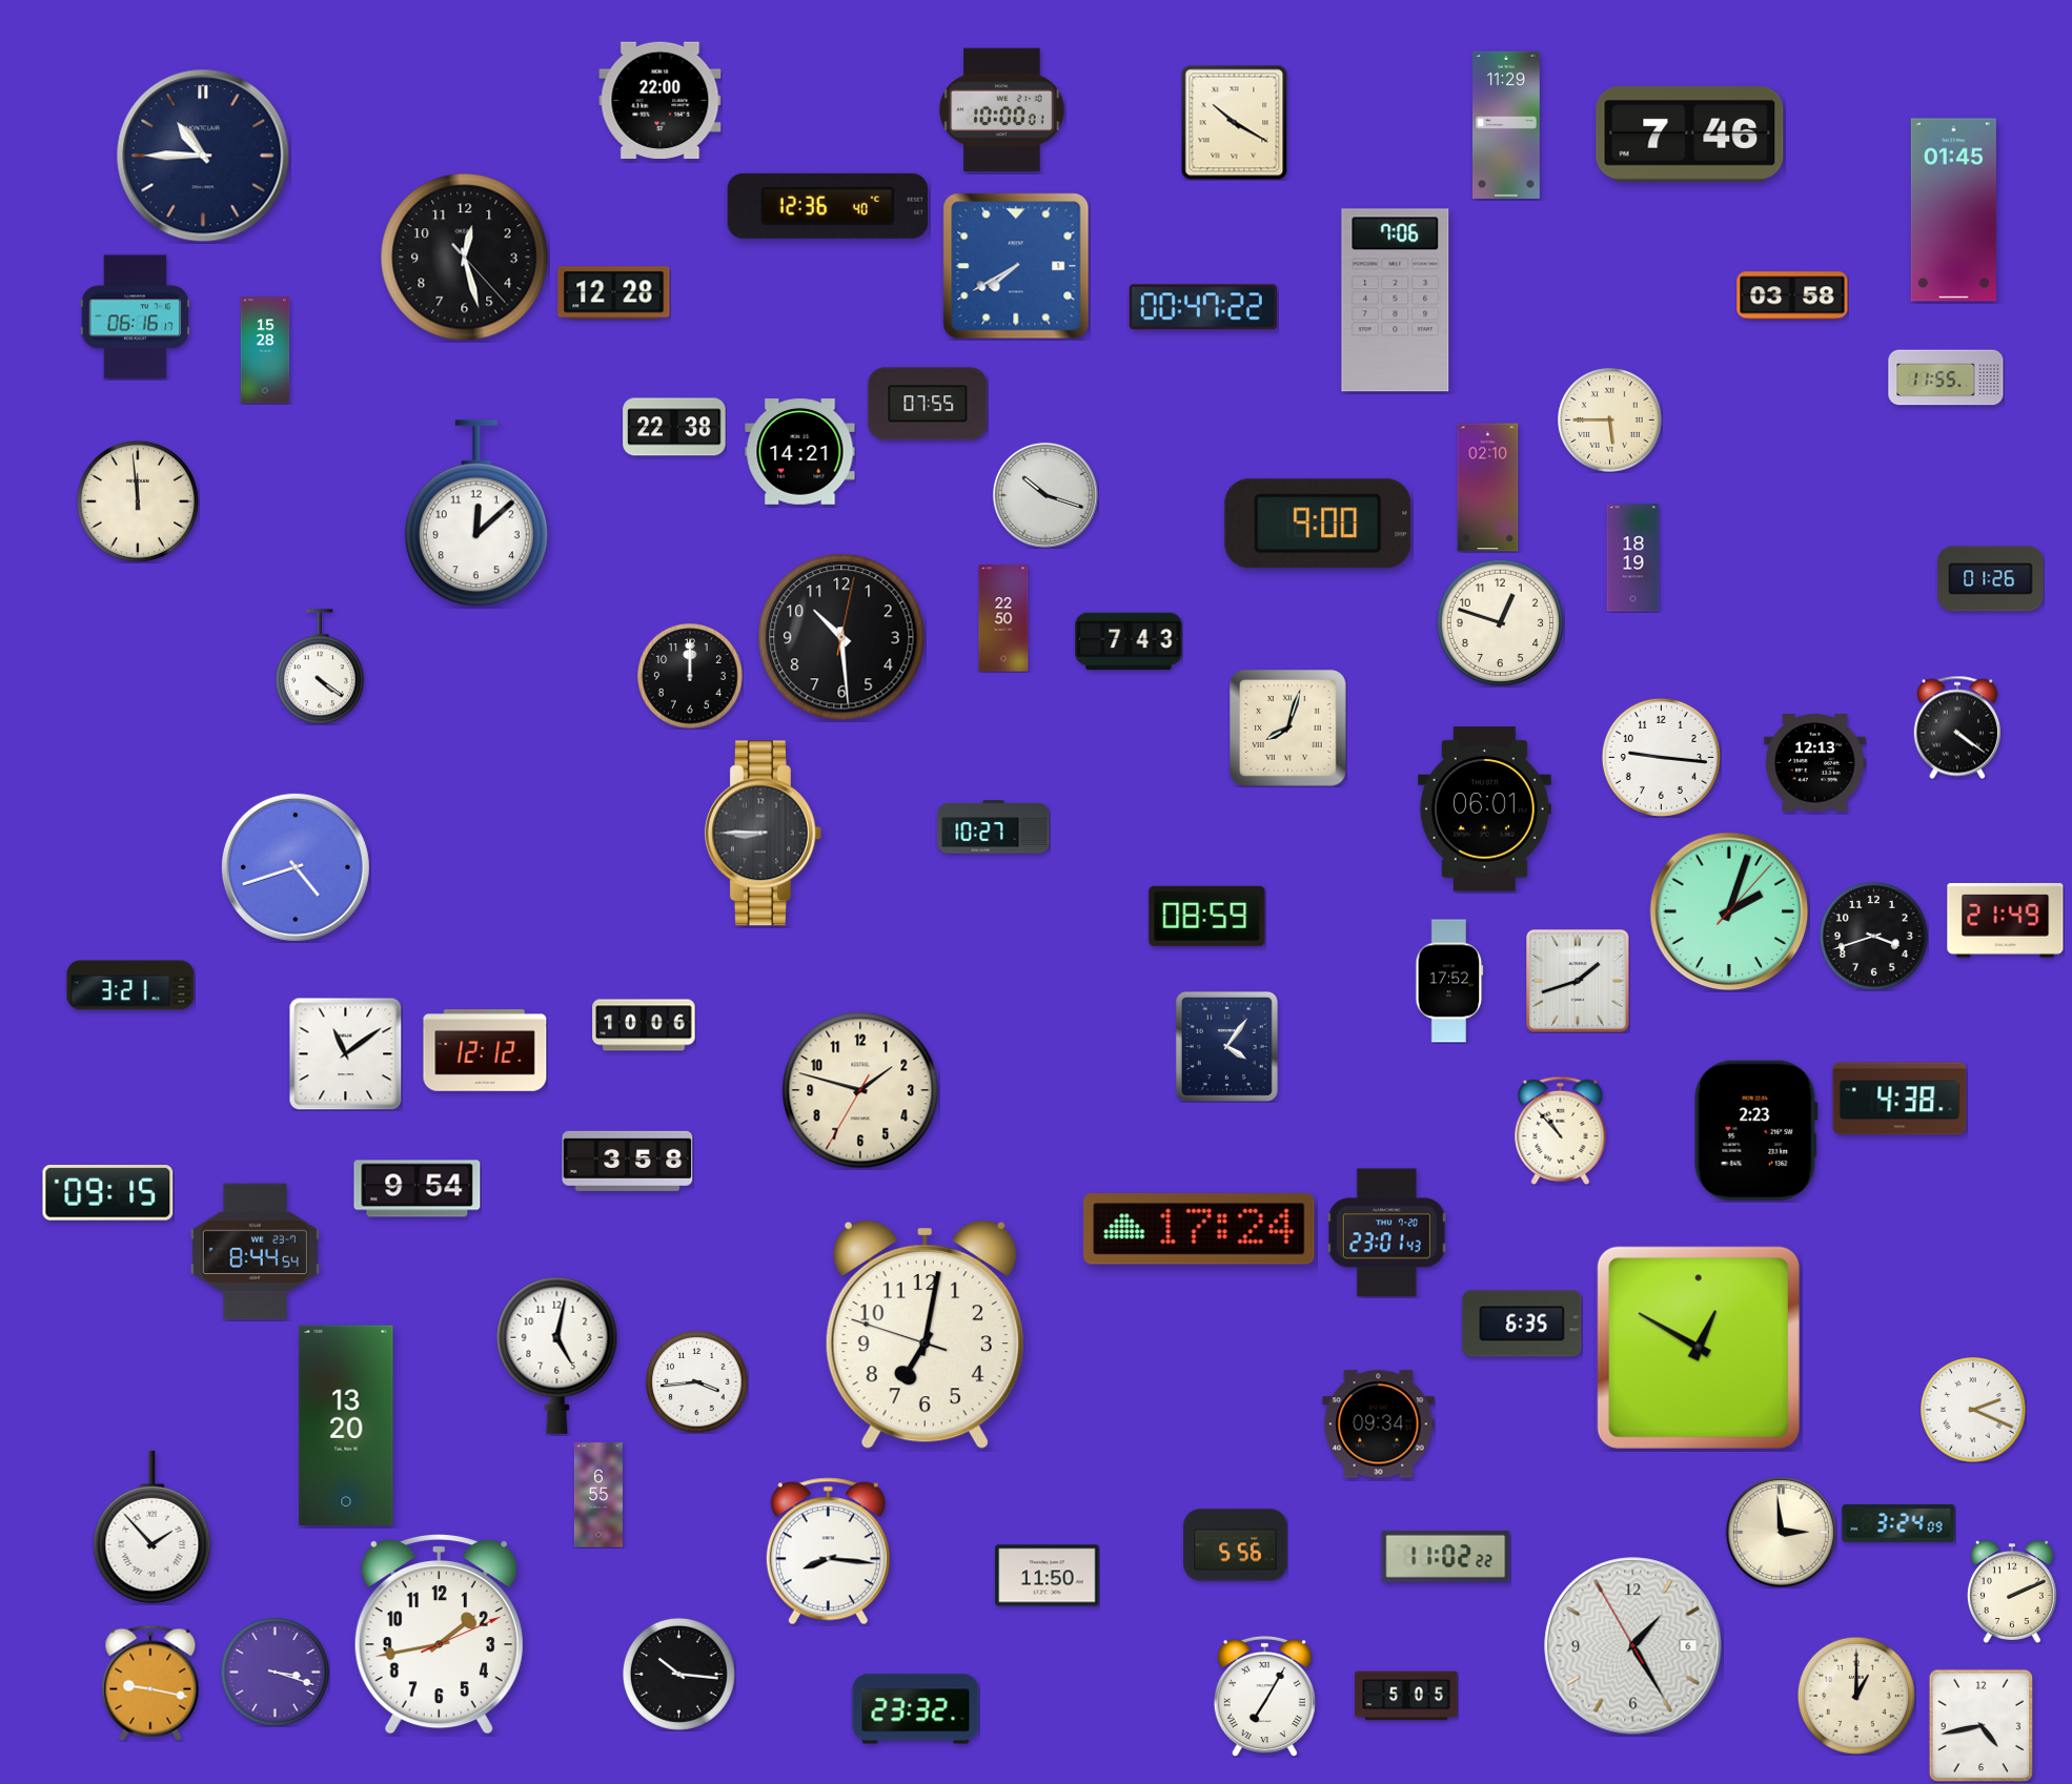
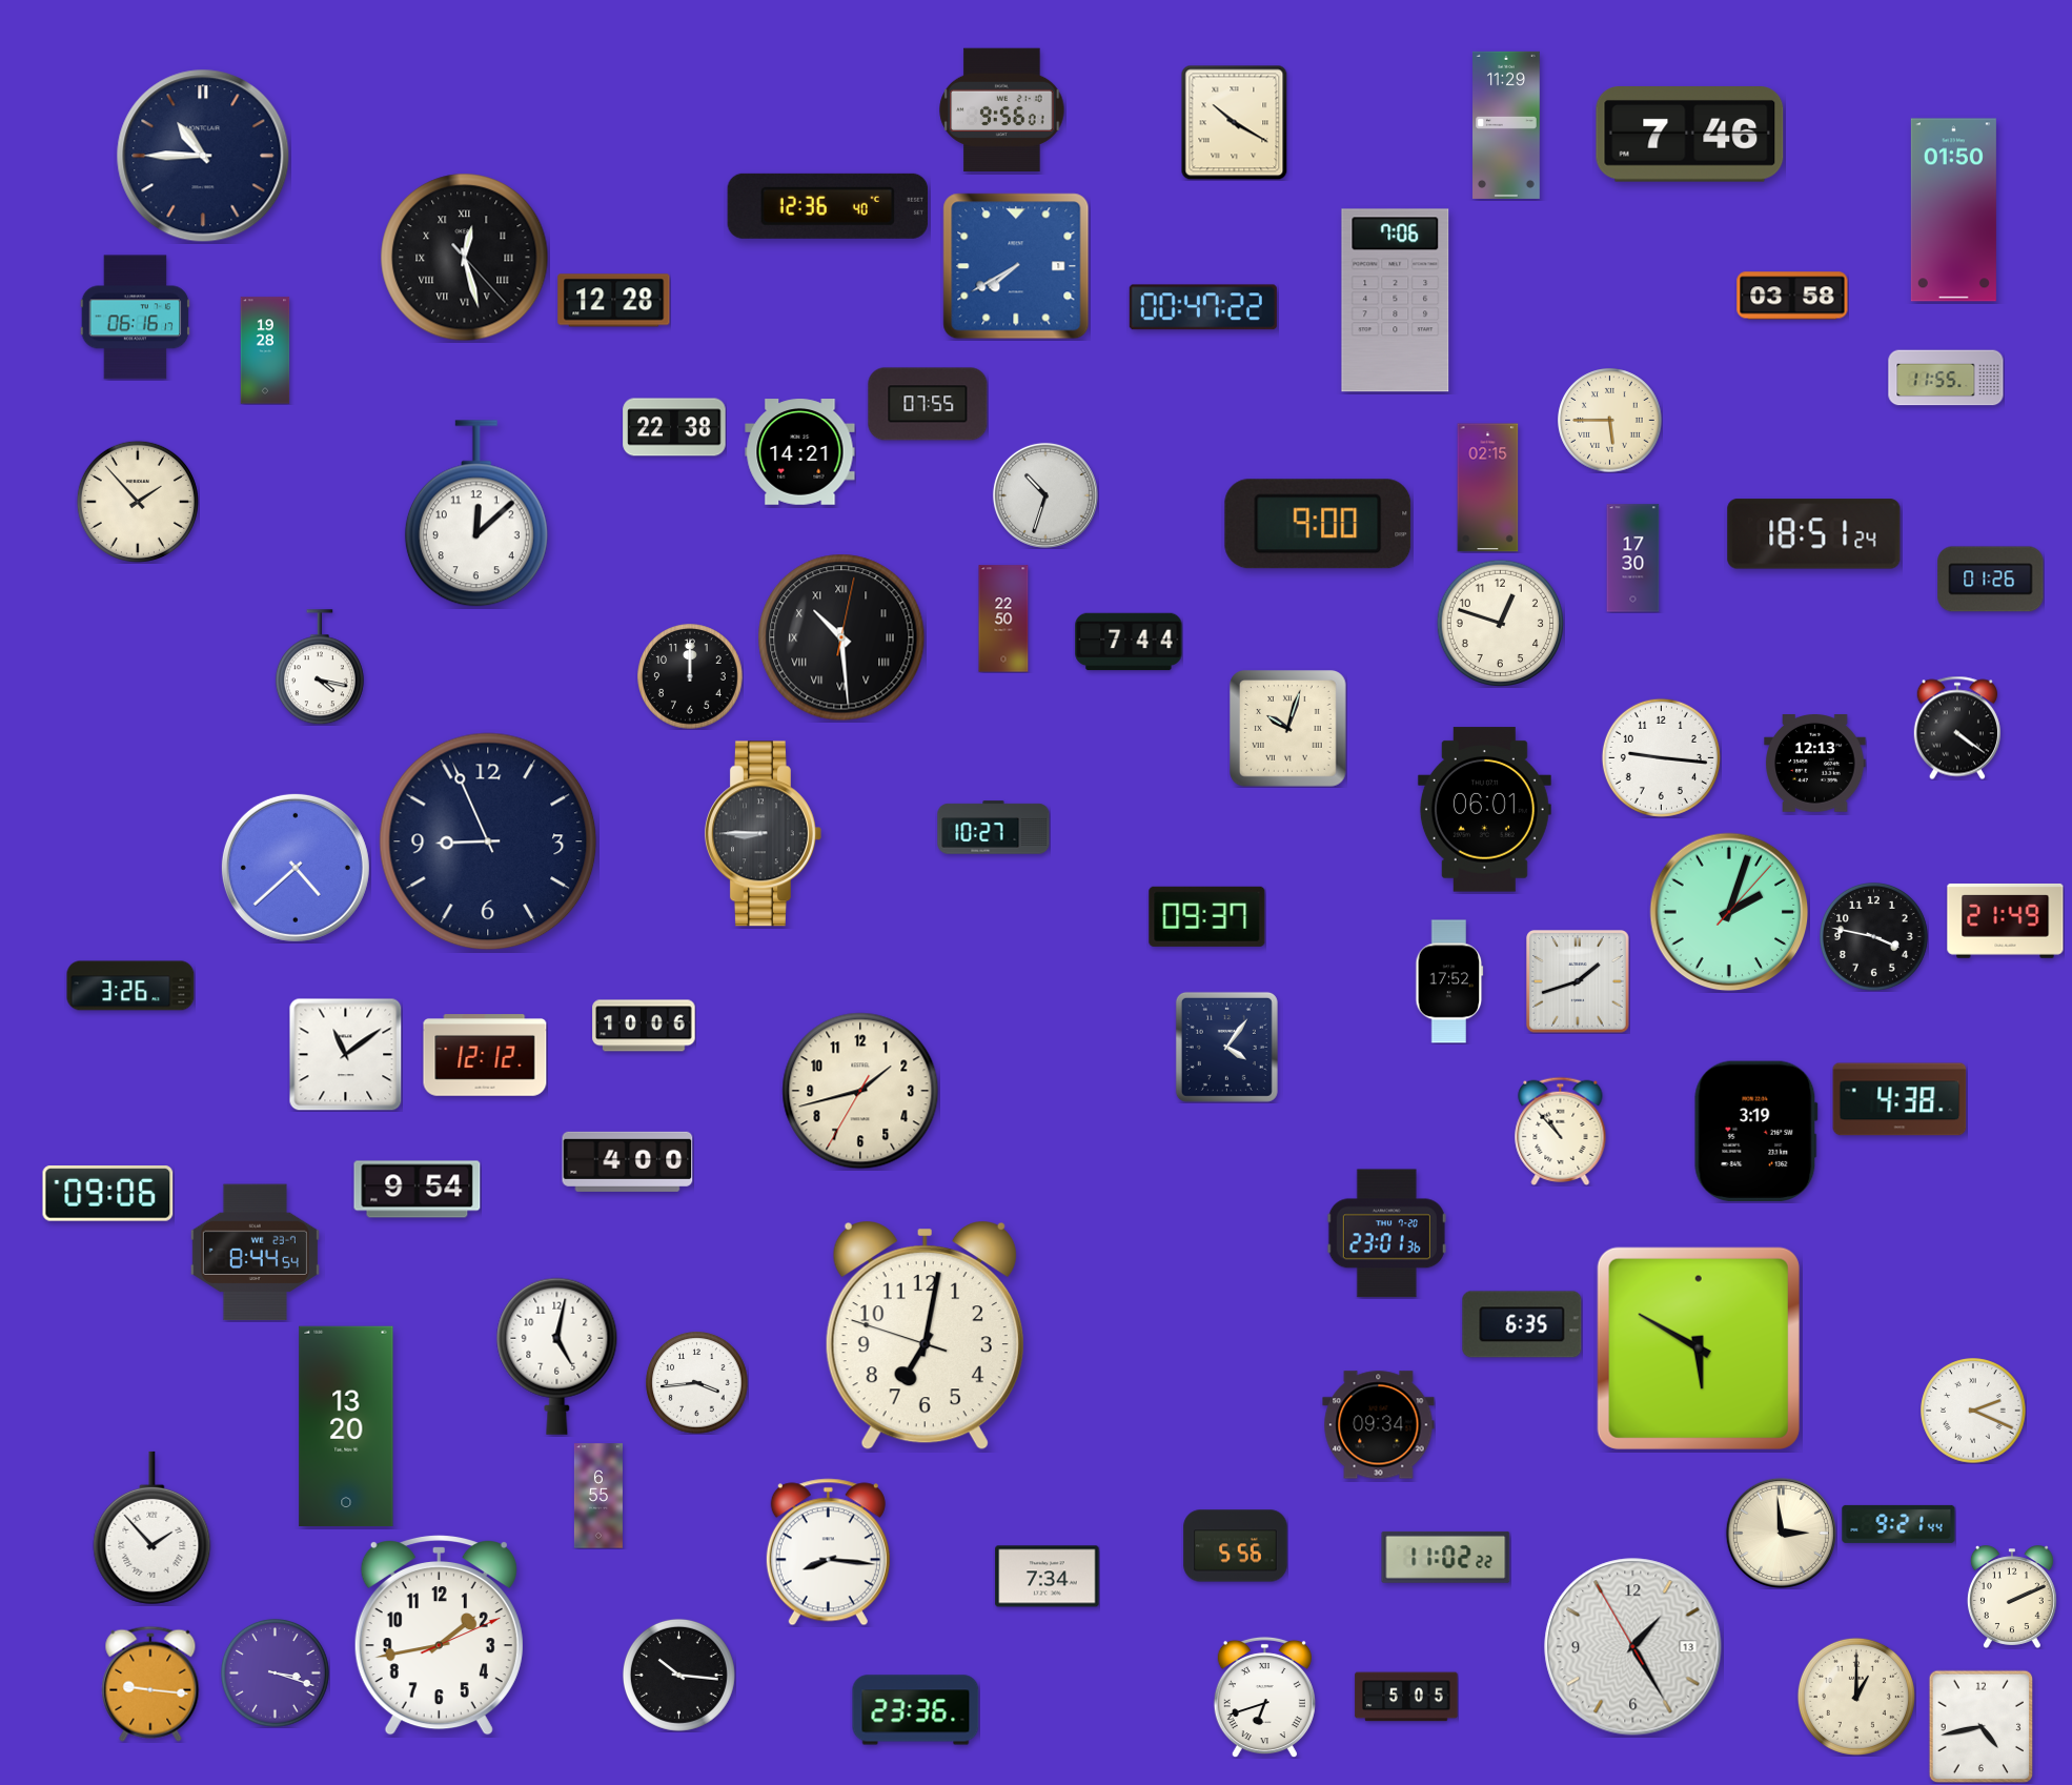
clock at (661, 100): 22:00 -> none
clock at (1002, 110): 10:00 -> 9:56
clock at (1953, 210): 01:45 -> 01:50
clock at (465, 258) numerals: Arabic -> Roman
clock at (614, 293) position: (614, 293) -> (614, 301)
clock at (265, 350): 15:28 -> 19:28
clock at (1488, 488): 02:10 -> 02:15
clock at (1045, 495): 10:18 -> 10:33
clock at (138, 501): 11:59 -> 1:53
clock at (1814, 534): none -> 18:51
clock at (1633, 558): 18:19 -> 17:30
clock at (841, 637) numerals: Arabic -> Roman
clock at (1129, 641): 7:43 -> 7:44
clock at (320, 667): 4:21 -> 4:17
clock at (1288, 729): 8:03 -> 10:03
clock at (488, 841): none -> 8:56
clock at (296, 867): 4:42 -> 4:38
clock at (1207, 916): 08:59 -> 09:37
clock at (1874, 937): 3:42 -> 3:47
clock at (130, 985): 3:21 -> 3:26
clock at (485, 1050) position: (485, 1050) -> (485, 1055)
clock at (860, 1090): 1:47 -> 1:42
clock at (1755, 1130): 2:23 -> 3:19
clock at (628, 1161): 3:58 -> 4:00
clock at (108, 1193): 09:15 -> 09:06
clock at (1199, 1230): 17:24 -> none
clock at (1386, 1233): 23:01:43 -> 23:01:36
clock at (1699, 1348): 12:50 -> 5:50
clock at (1898, 1523): 3:24 -> 9:21
clock at (1048, 1576): 11:50 -> 7:34
clock at (2012, 1592) position: (2012, 1592) -> (2012, 1597)
clock at (1633, 1646) date: 6 -> 13
clock at (150, 1683): 9:17 -> 9:16
clock at (1264, 1696): 7:05 -> 6:42
clock at (916, 1709): 23:32 -> 23:36
